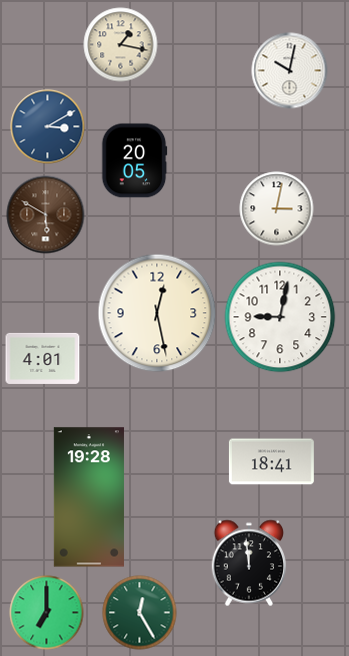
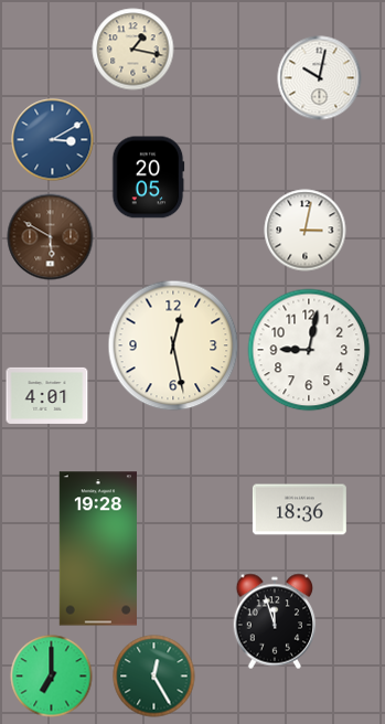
clock at (271, 462): 18:41 -> 18:36
clock at (249, 563): 11:59 -> 11:57
